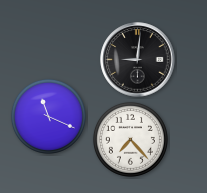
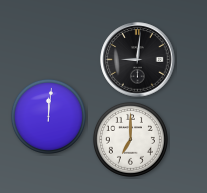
clock at (48, 116): 11:19 -> 12:01
clock at (130, 139): 7:23 -> 7:00
